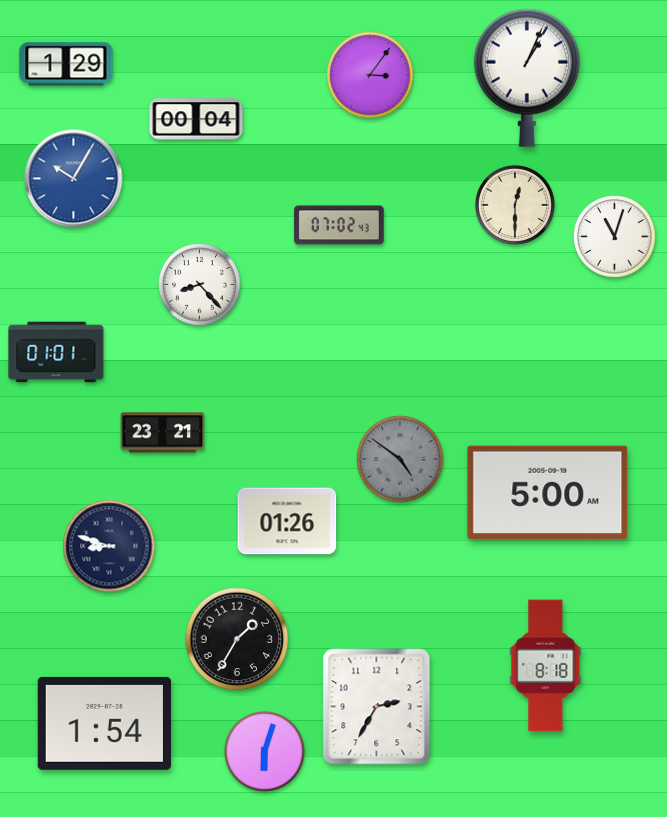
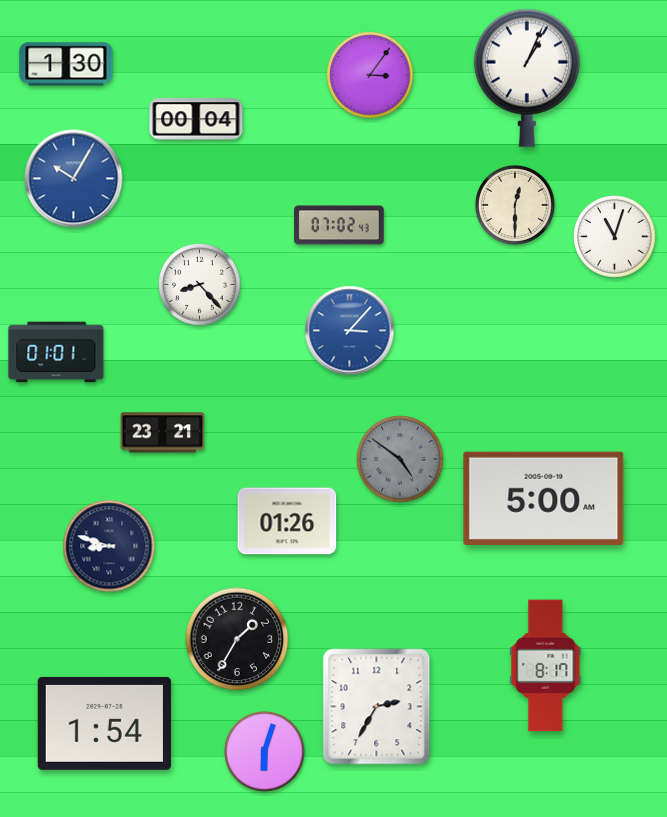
clock at (66, 64): 1:29 -> 1:30
clock at (350, 331): none -> 3:07
clock at (548, 492) position: (548, 492) -> (544, 498)
clock at (546, 666): 8:18 -> 8:17
